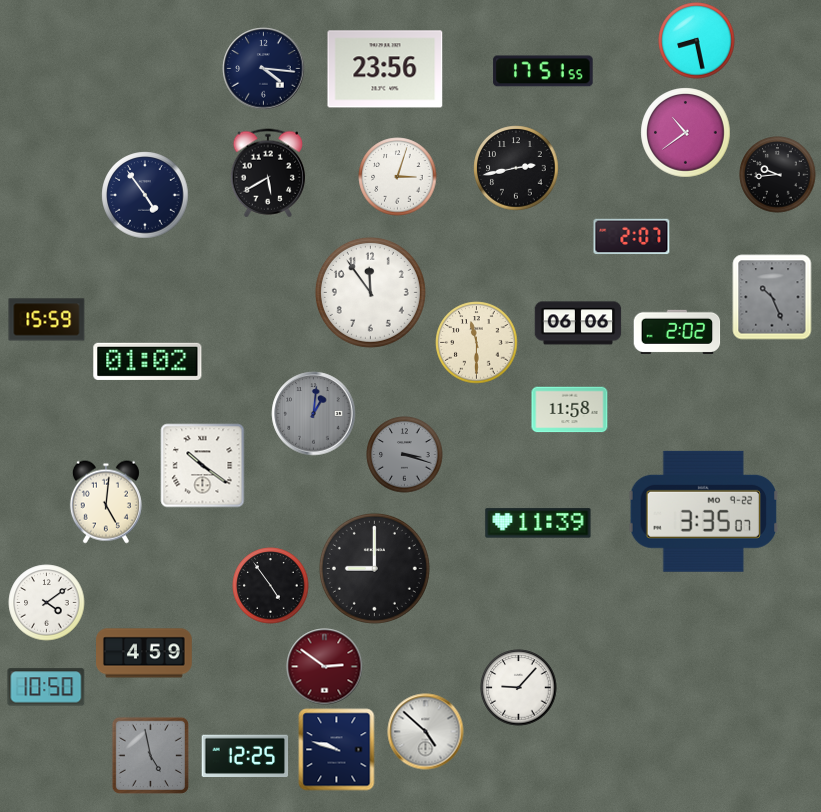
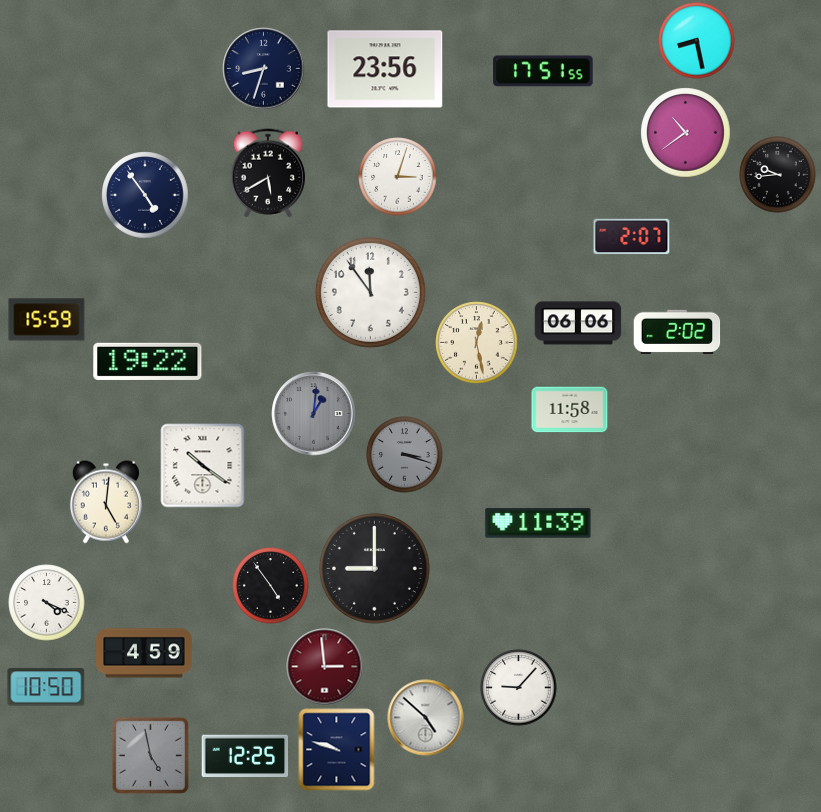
clock at (264, 69): 4:16 -> 8:33
clock at (516, 168): 2:43 -> none
clock at (772, 297): 10:26 -> none
clock at (477, 343): 11:30 -> 12:28
clock at (148, 361): 01:02 -> 19:22
clock at (703, 511): 3:35 -> none
clock at (47, 603): 4:09 -> 4:19
clock at (325, 667): 2:51 -> 2:59
clock at (426, 732) position: (426, 732) -> (426, 718)
